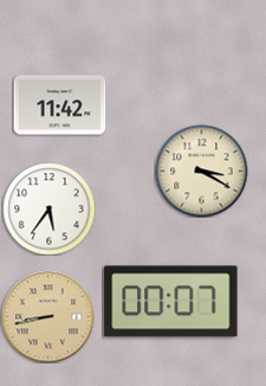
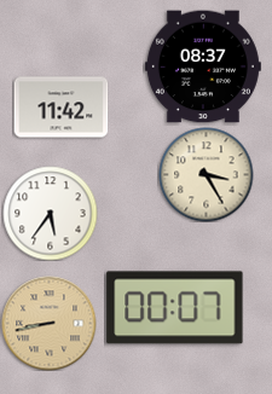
clock at (203, 66): none -> 08:37
clock at (201, 171): 3:20 -> 3:25
